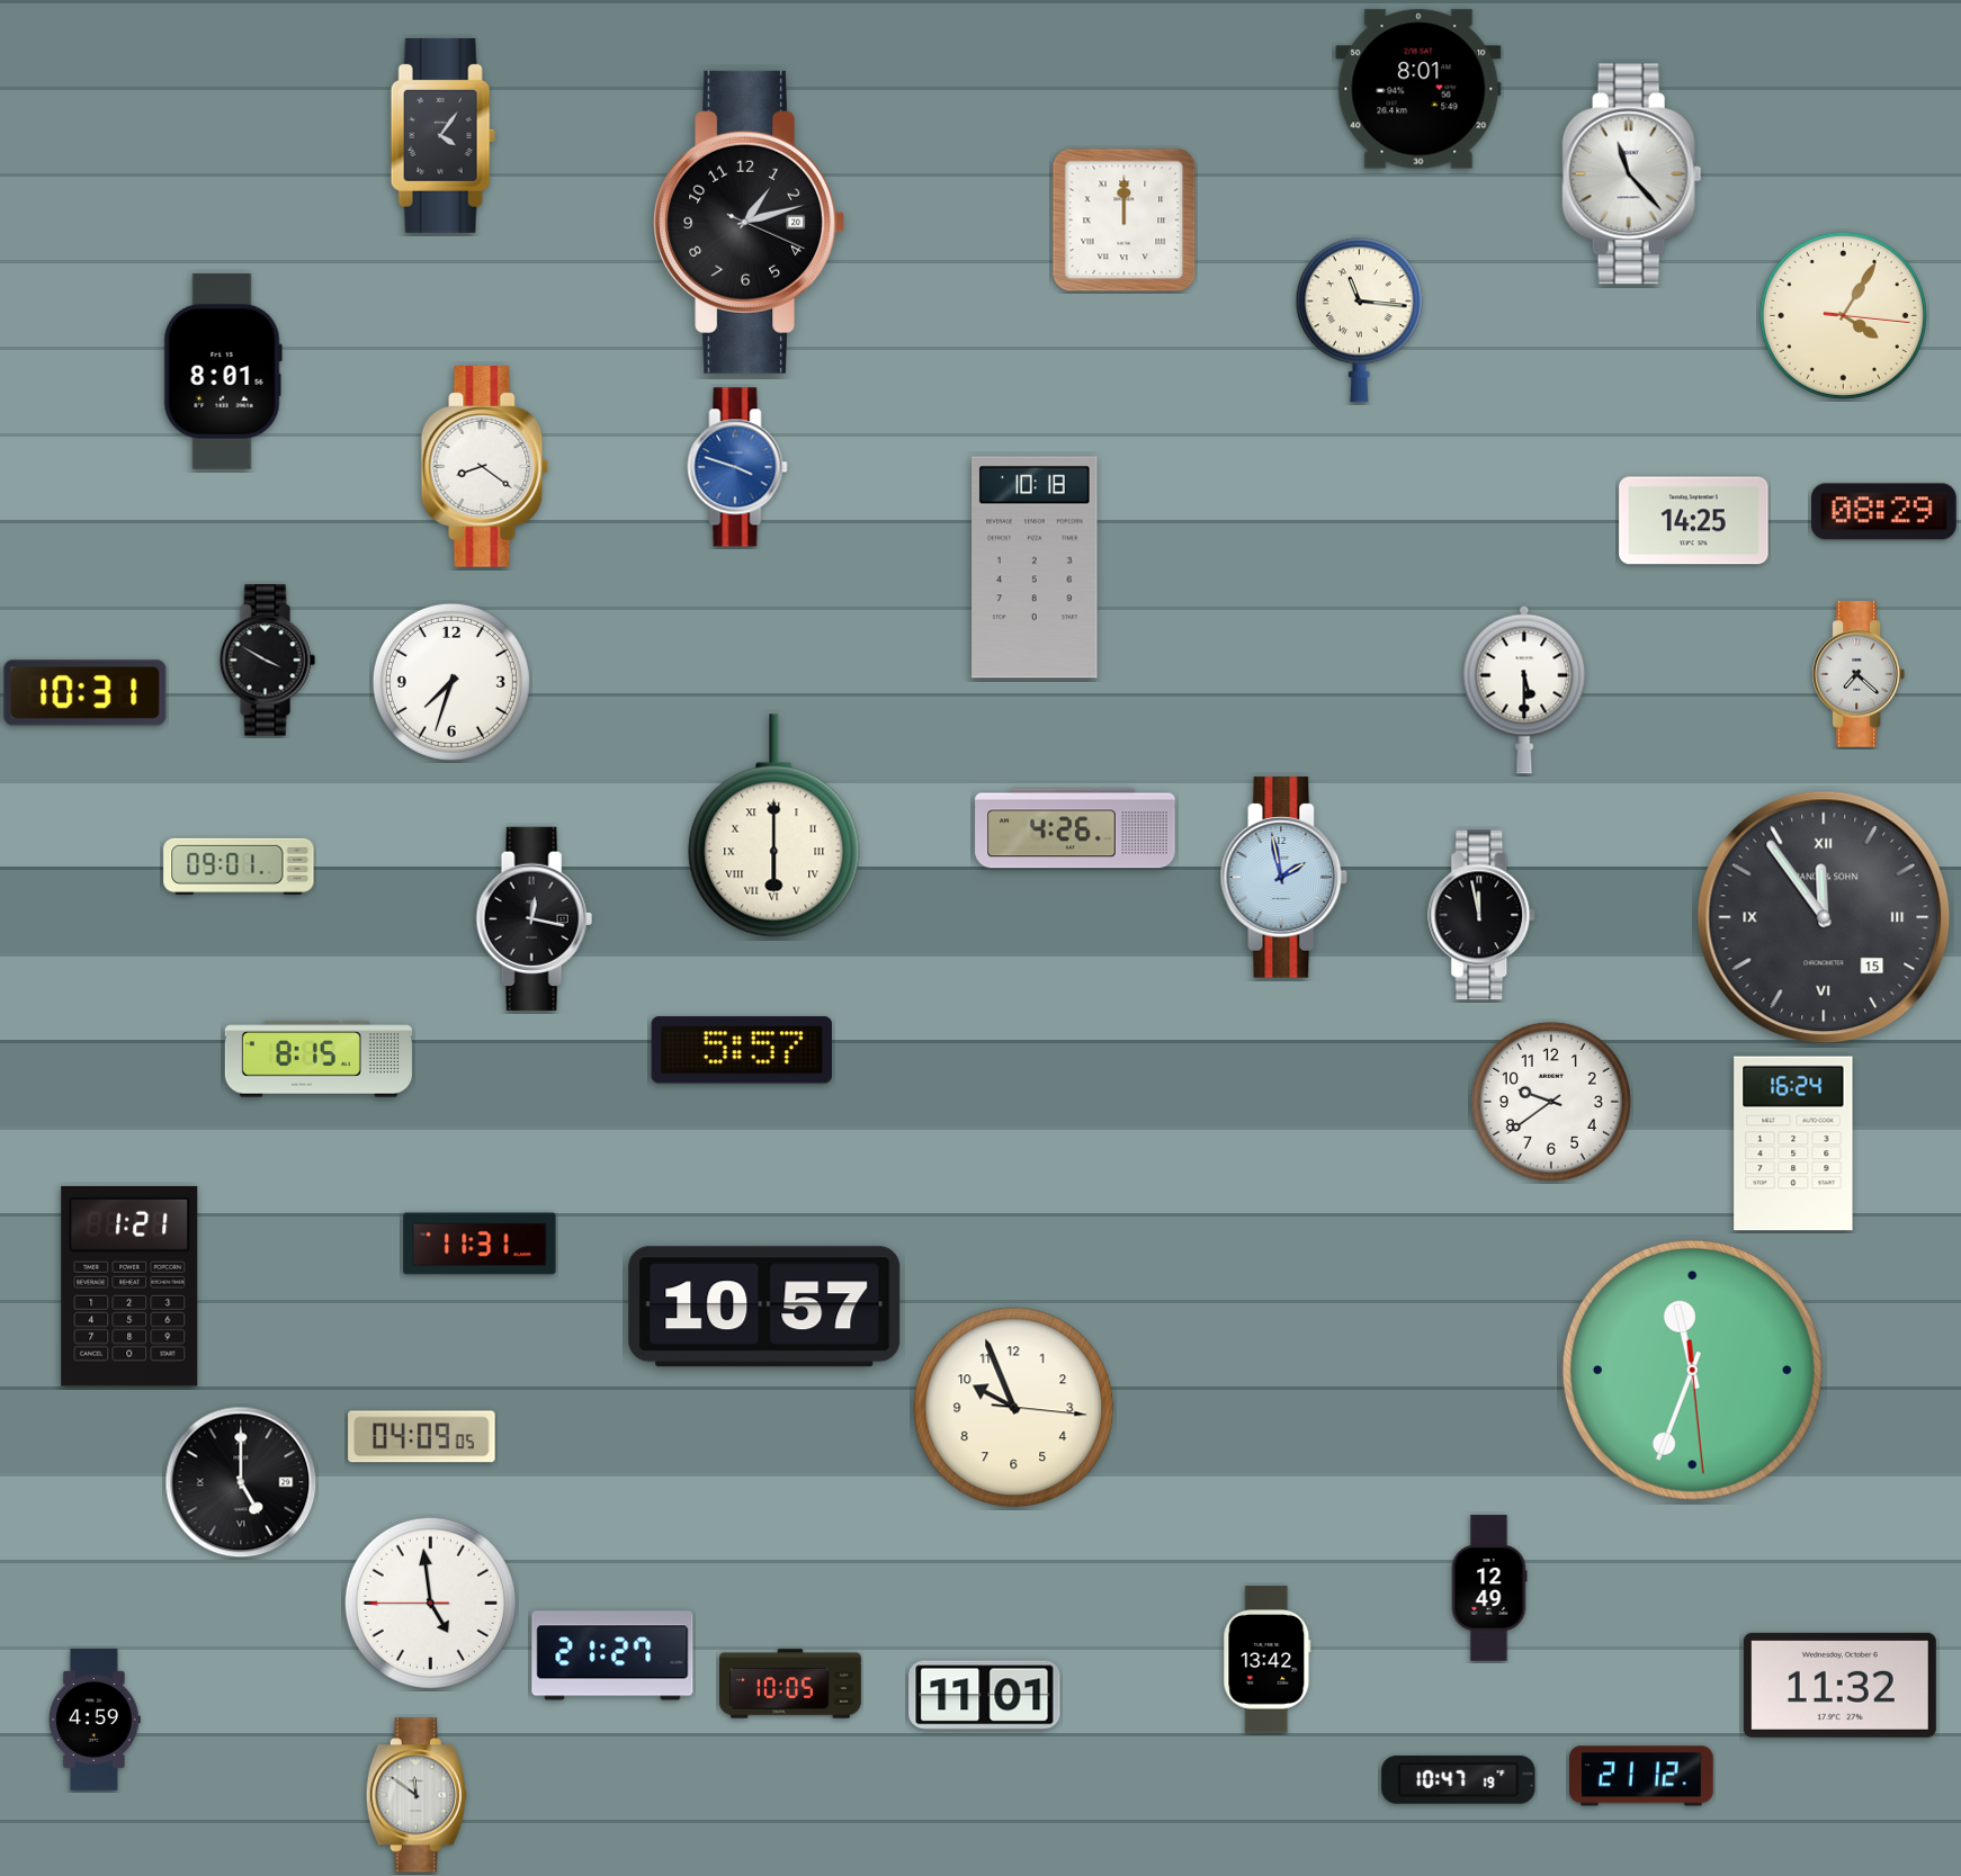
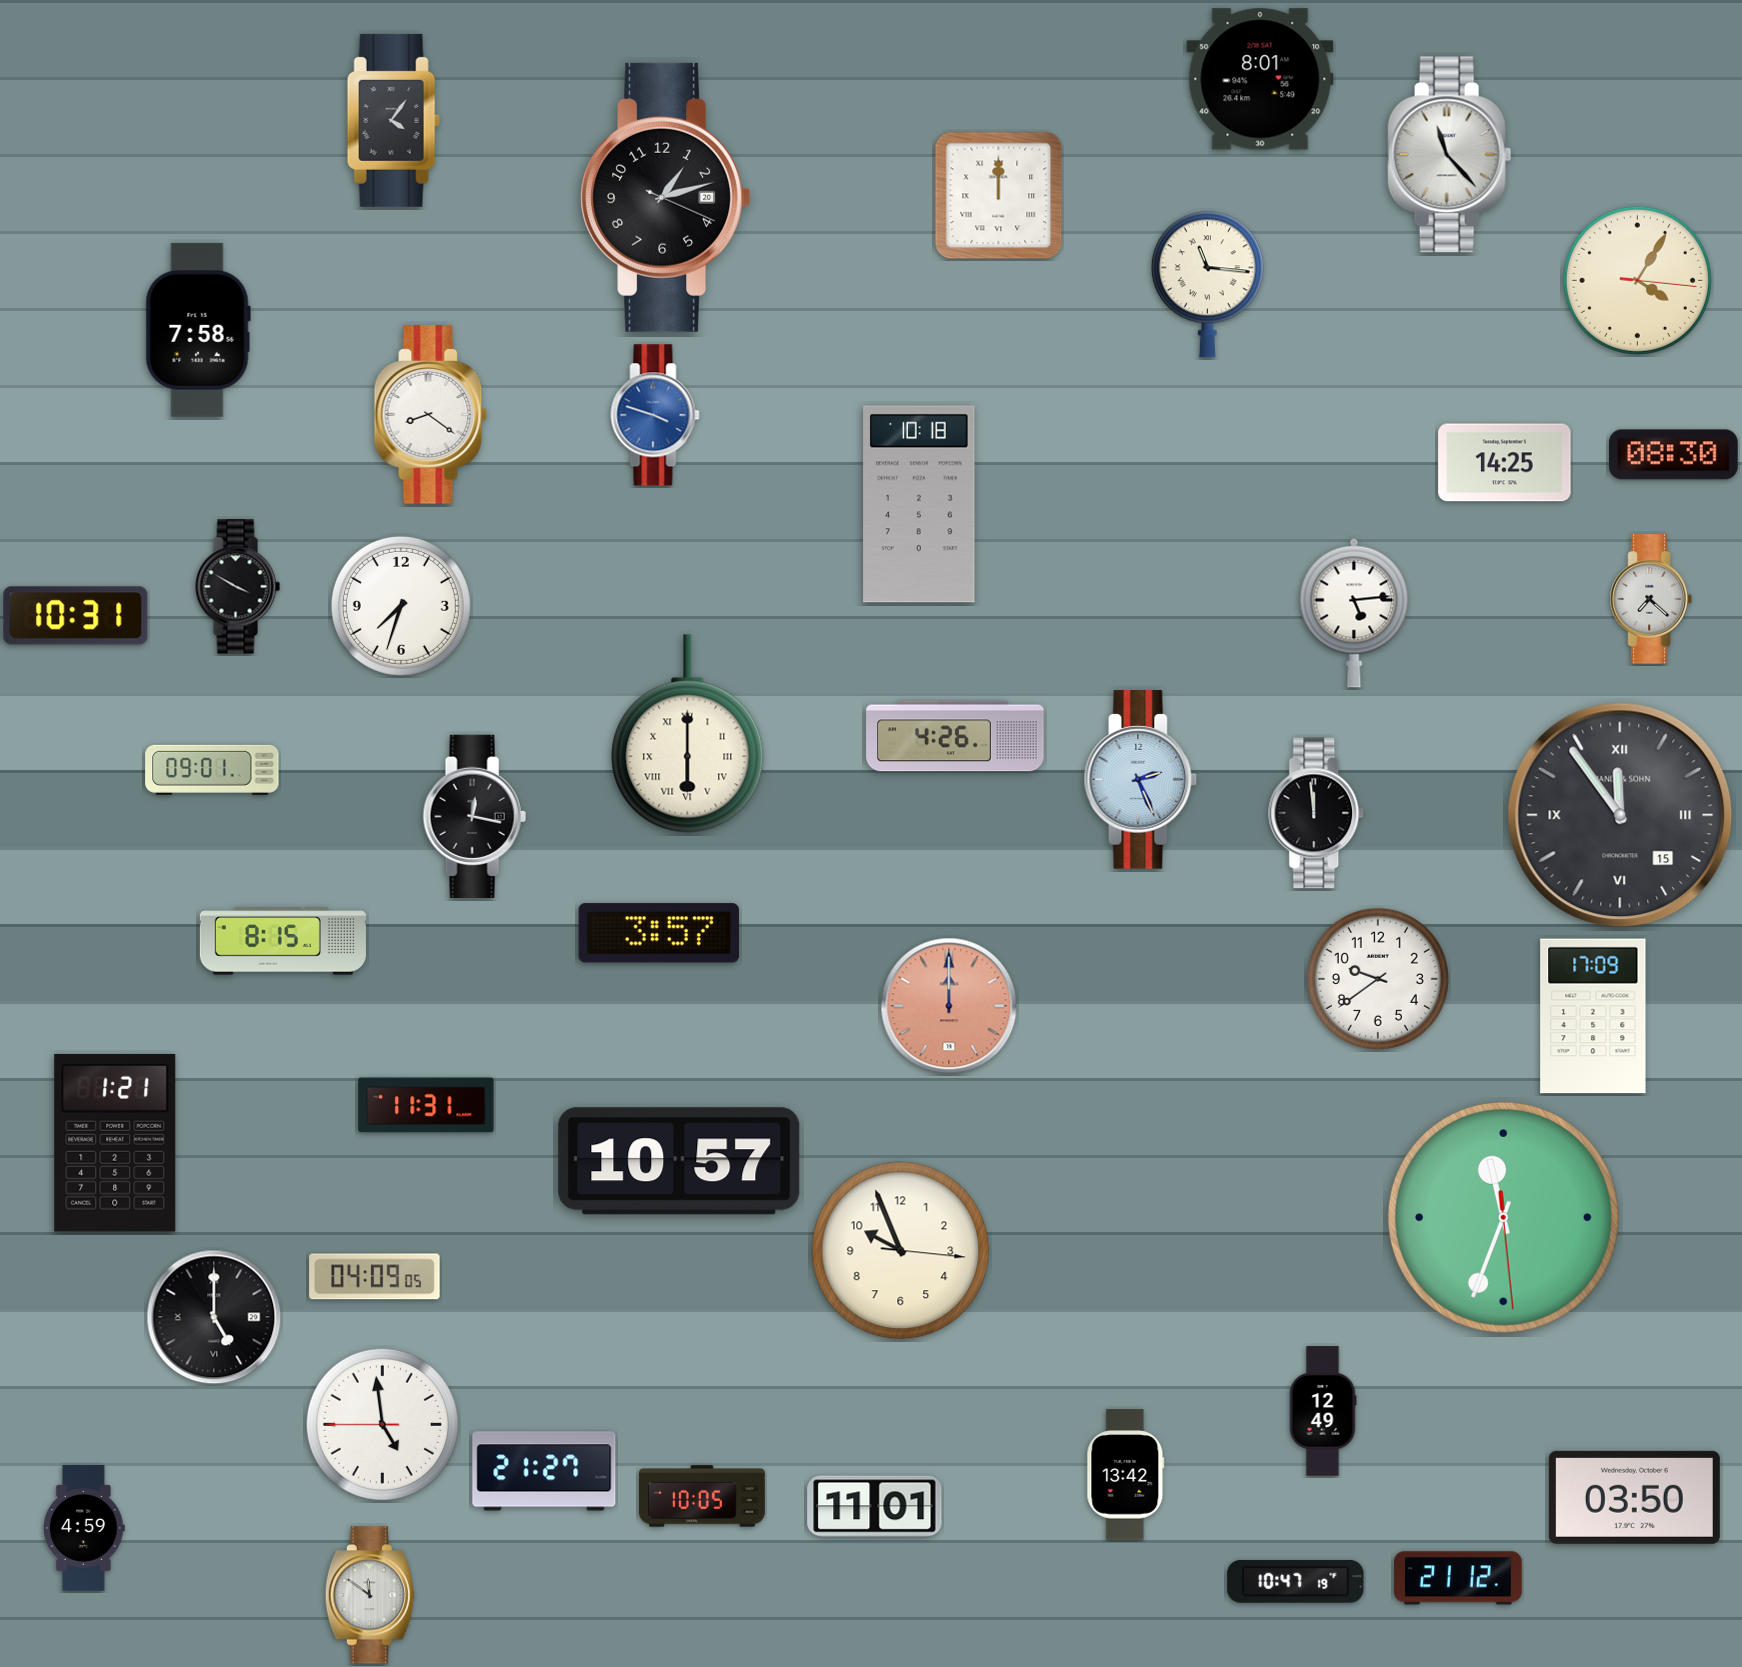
clock at (223, 371): 8:01 -> 7:58
clock at (1884, 512): 08:29 -> 08:30
clock at (1524, 690): 5:30 -> 5:14
clock at (1284, 878): 1:58 -> 2:26
clock at (1483, 915): 11:58 -> 11:59
clock at (742, 1050): 5:57 -> 3:57
clock at (949, 1006): none -> 12:00
clock at (1793, 1143): 16:24 -> 17:09
clock at (1839, 1685): 11:32 -> 03:50
